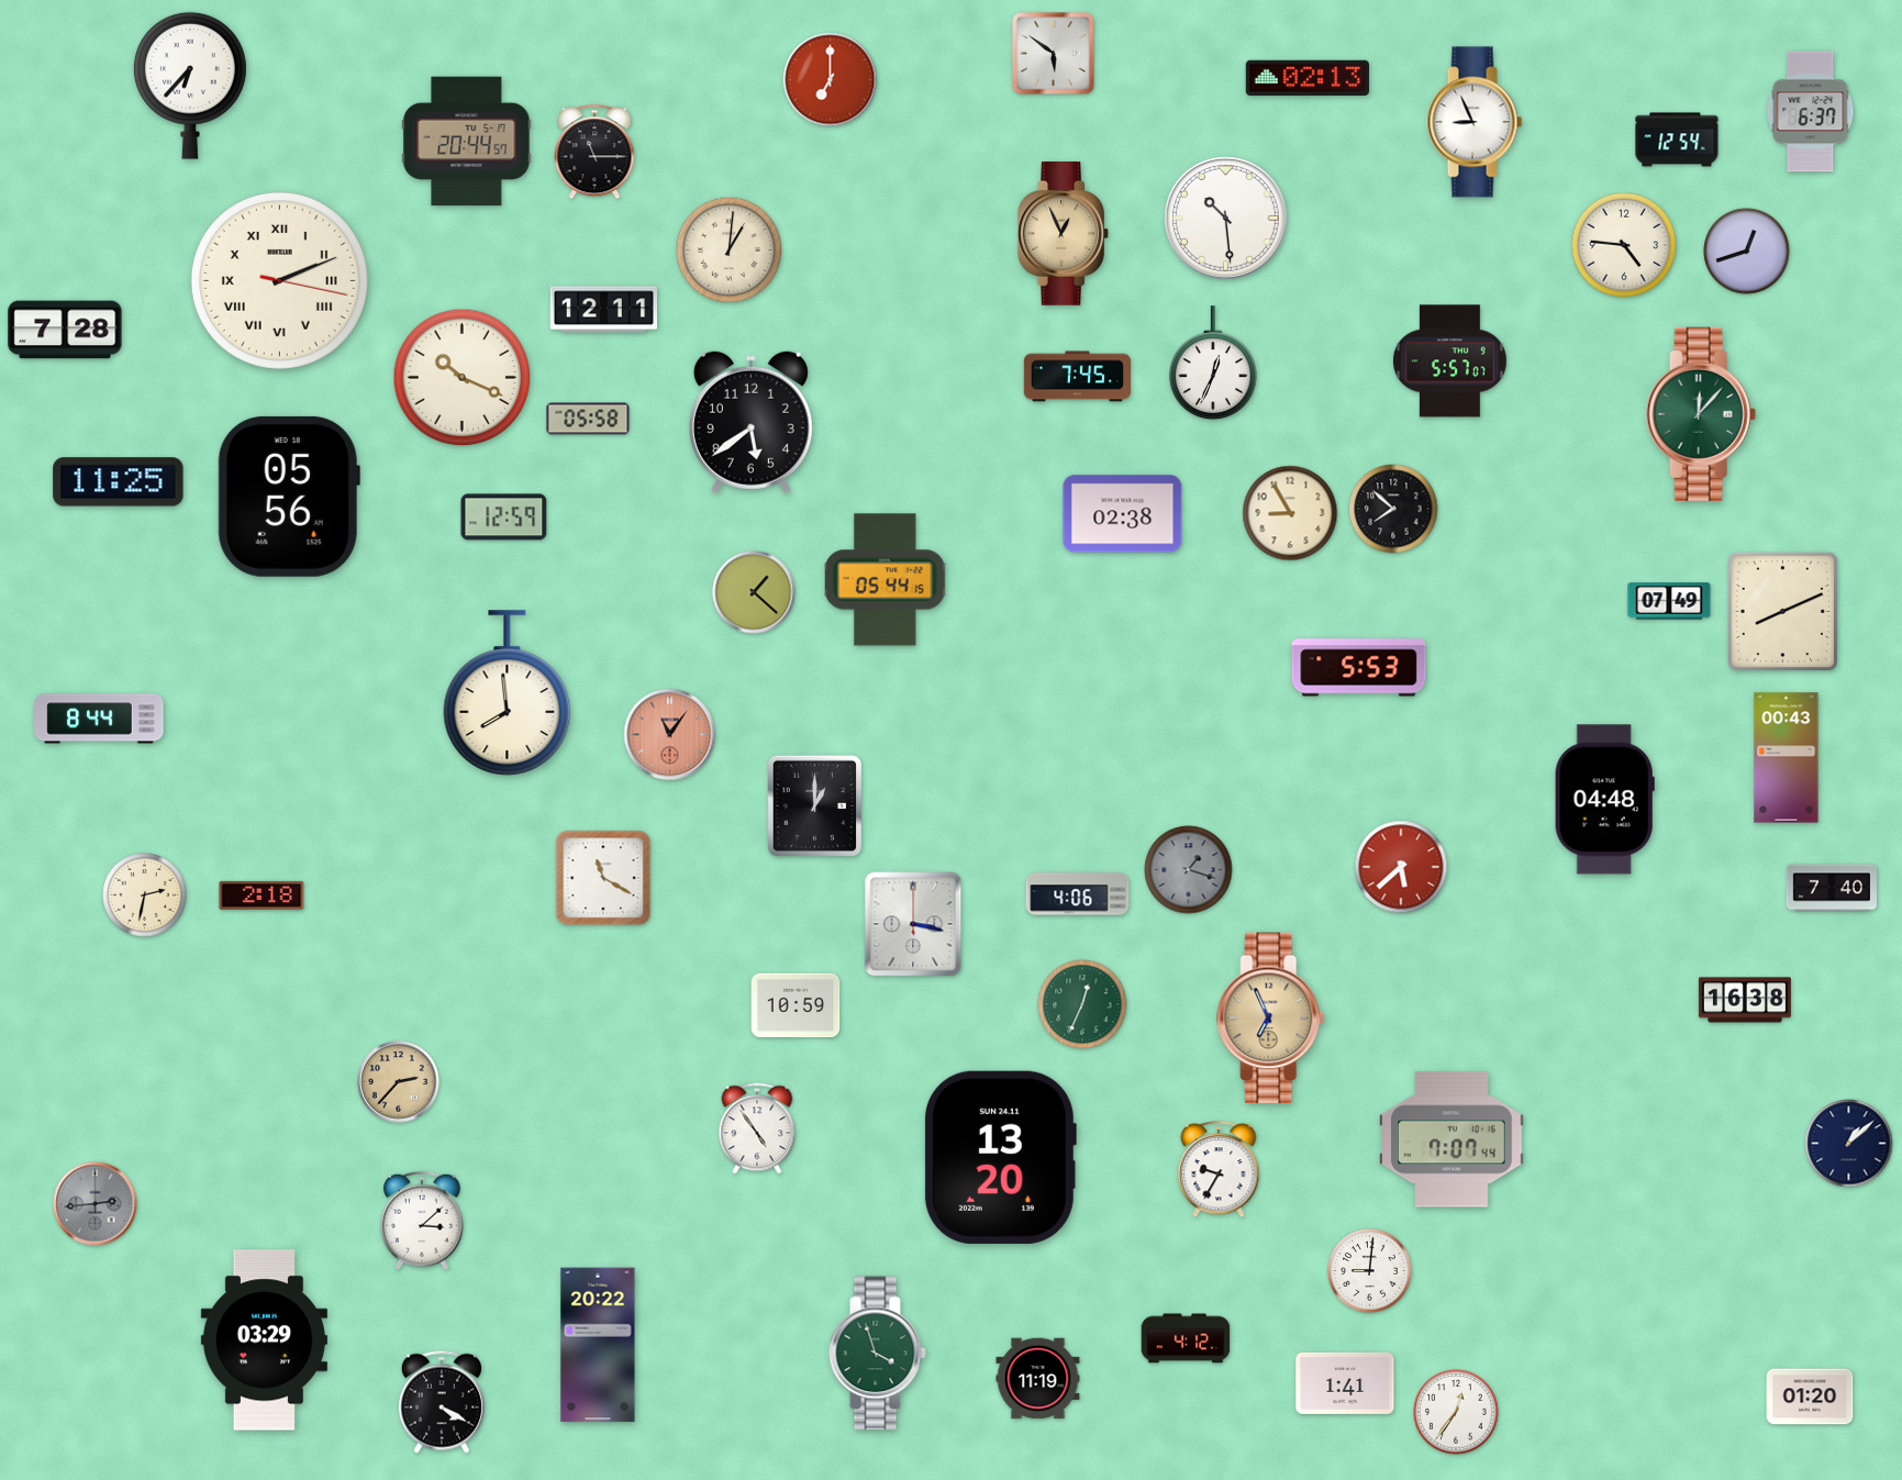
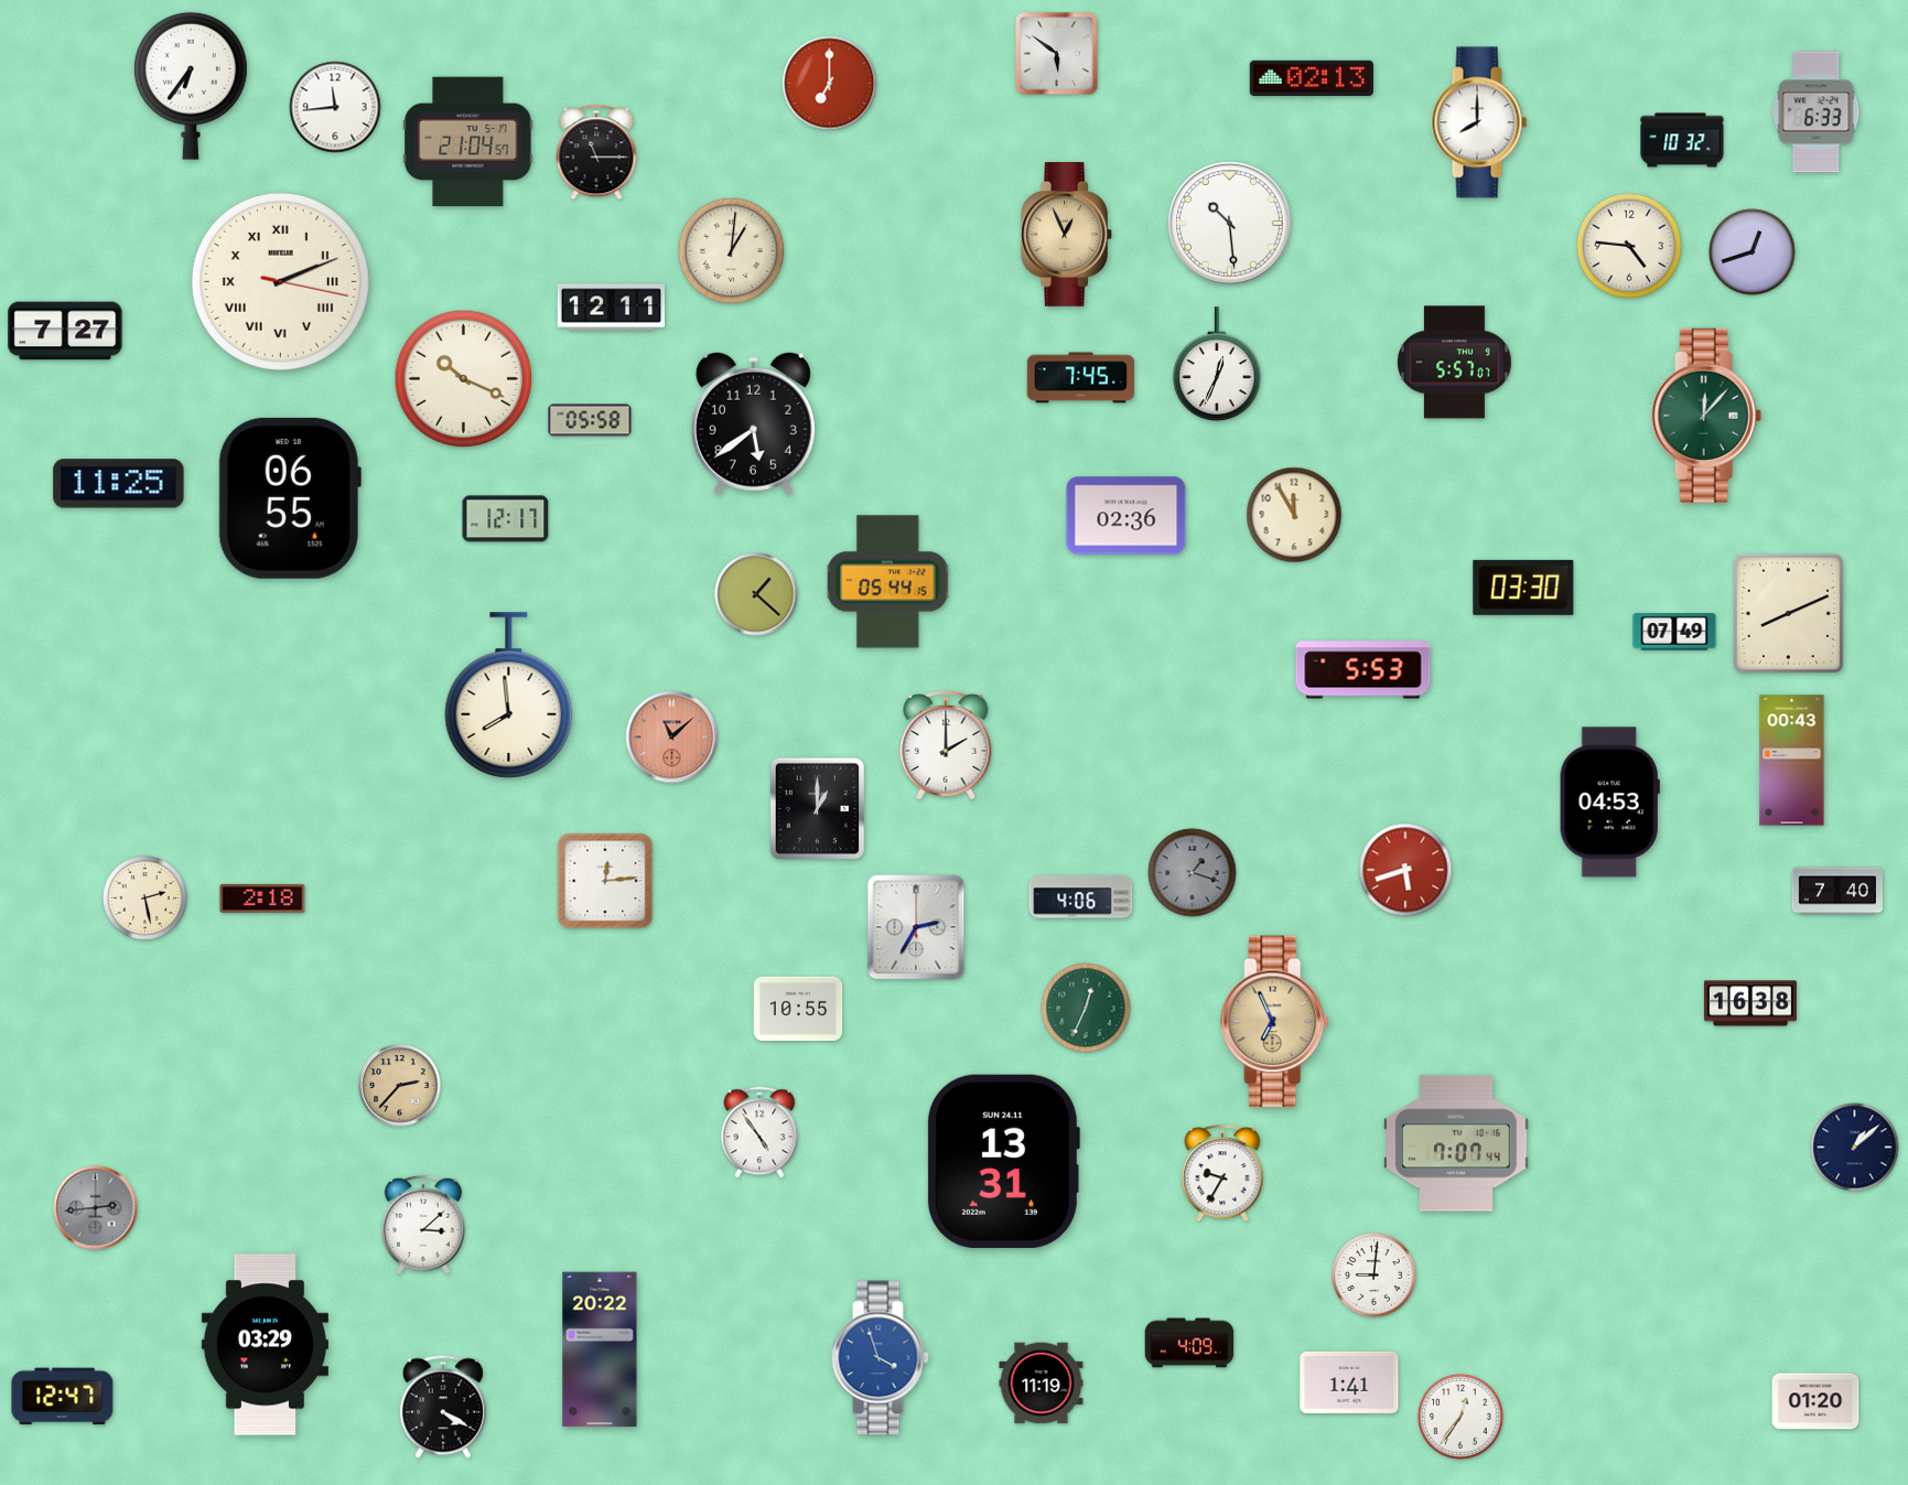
clock at (831, 80) position: (831, 80) -> (830, 84)
clock at (190, 86): 6:37 -> 6:36
clock at (335, 107): none -> 11:44
clock at (1811, 112): 6:37 -> 6:33
clock at (1475, 122): 8:56 -> 8:00
clock at (1677, 140): 12:54 -> 10:32
clock at (467, 142): 20:44 -> 21:04
clock at (1226, 219) position: (1226, 219) -> (1230, 224)
clock at (603, 310) position: (603, 310) -> (611, 308)
clock at (65, 330): 7:28 -> 7:27
clock at (289, 497): 05:56 -> 06:55
clock at (1393, 509): 7:52 -> none
clock at (1290, 513): 8:55 -> 11:55
clock at (1123, 514): 02:38 -> 02:36
clock at (504, 518): 12:59 -> 12:17
clock at (1523, 588): none -> 03:30
clock at (1669, 601) position: (1669, 601) -> (1674, 632)
clock at (99, 719): 8:44 -> none
clock at (670, 735): 11:06 -> 11:08
clock at (946, 745): none -> 2:00
clock at (1604, 800): 04:48 -> 04:53
clock at (1401, 867): 5:38 -> 5:42
clock at (603, 878): 11:20 -> 12:14
clock at (145, 895): 2:32 -> 2:28
clock at (913, 924): 3:17 -> 2:35
clock at (796, 1005): 10:59 -> 10:55
clock at (1000, 1157): 13:20 -> 13:31
clock at (1186, 1338): 4:12 -> 4:09
clock at (877, 1354) dial: green -> blue
clock at (1345, 1383) position: (1345, 1383) -> (1349, 1382)
clock at (63, 1397): none -> 12:47
